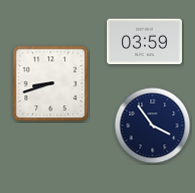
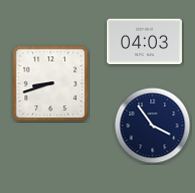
clock at (144, 42): 03:59 -> 04:03
